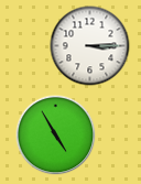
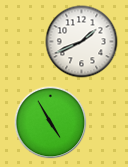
clock at (90, 46): 3:15 -> 1:41
